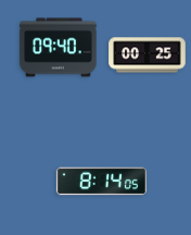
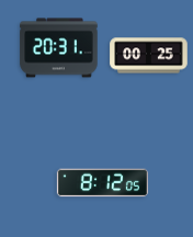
clock at (59, 48): 09:40 -> 20:31
clock at (101, 182): 8:14 -> 8:12
